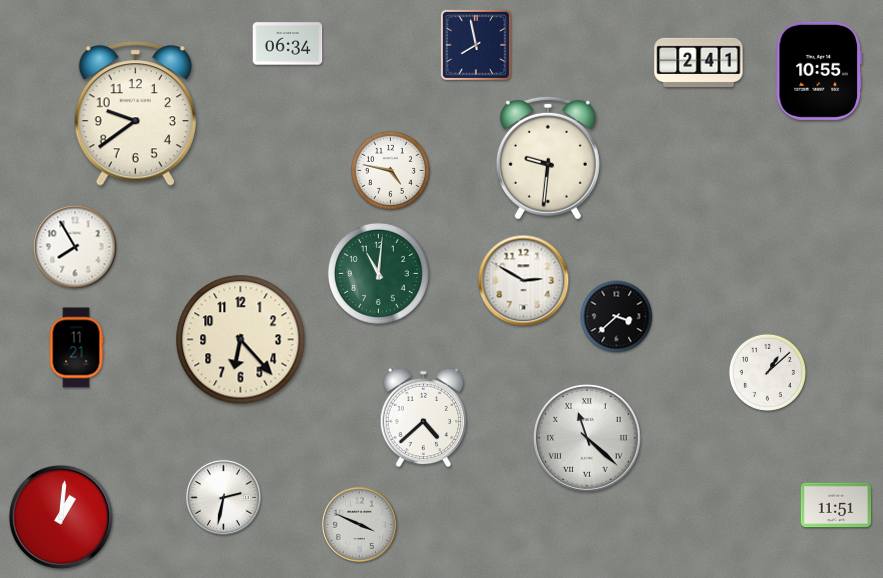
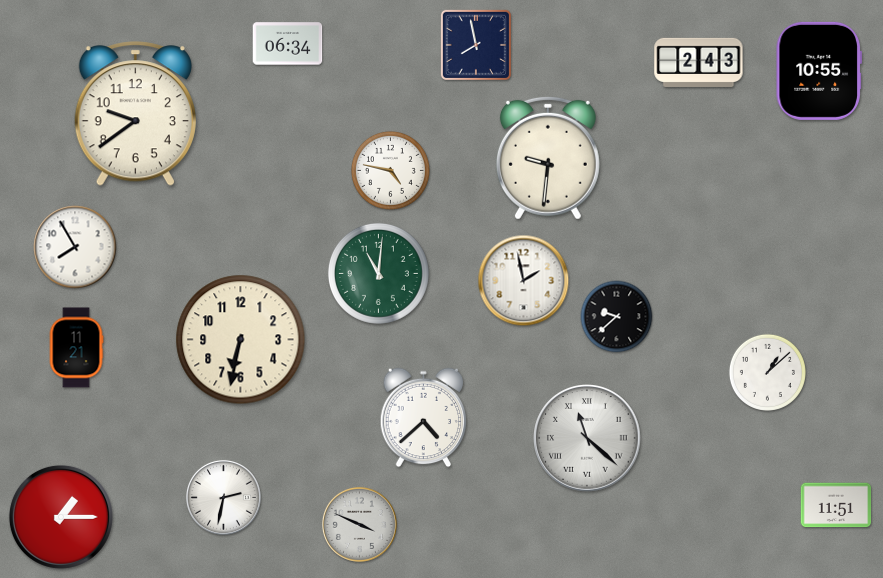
clock at (699, 62): 2:41 -> 2:43
clock at (524, 281): 2:50 -> 1:58
clock at (617, 317): 3:38 -> 9:38
clock at (241, 340): 6:23 -> 6:32
clock at (61, 517): 1:01 -> 1:15
